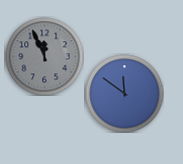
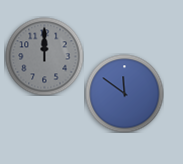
clock at (44, 56): 11:56 -> 12:00
